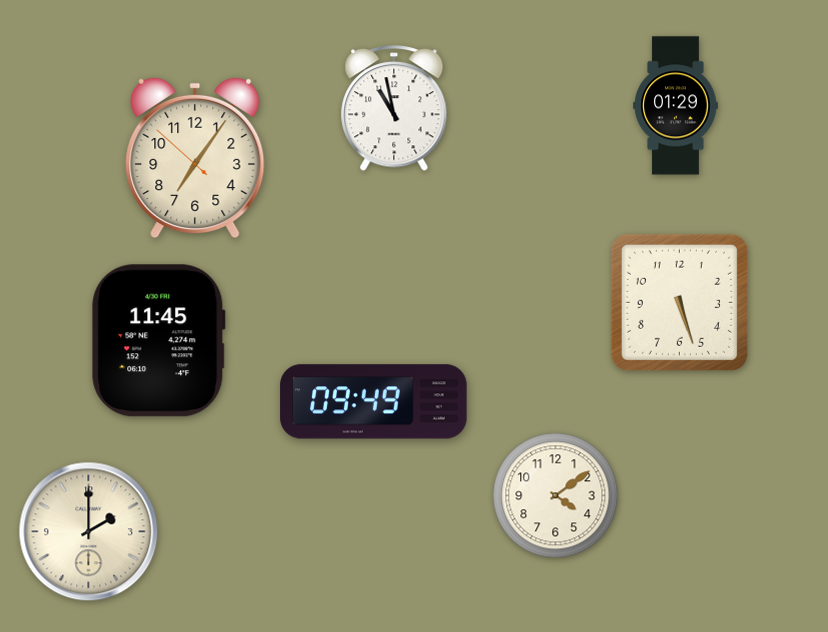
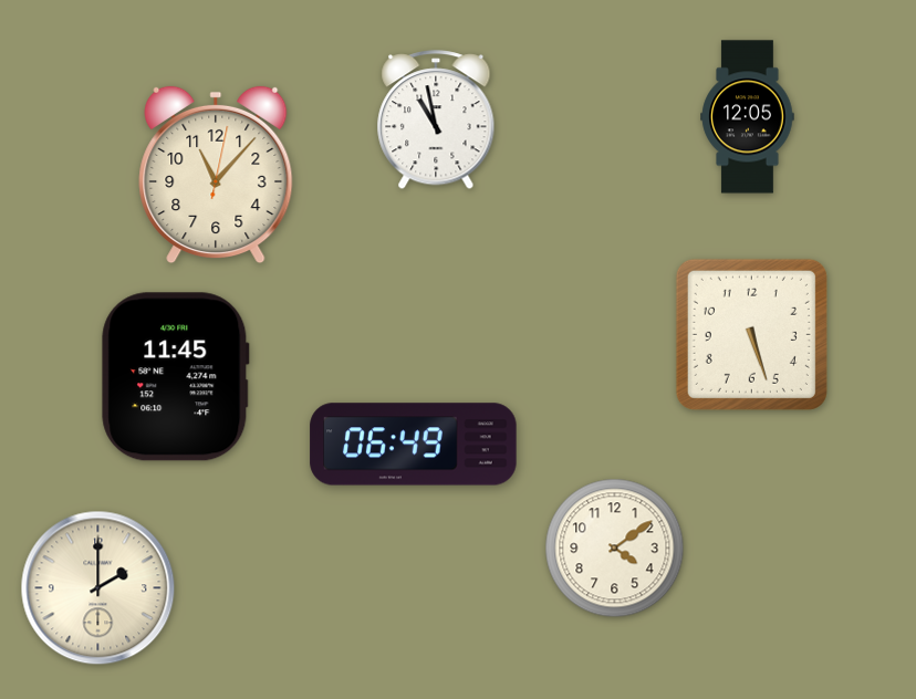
clock at (676, 106): 01:29 -> 12:05
clock at (195, 158): 7:05 -> 11:07
clock at (374, 402): 09:49 -> 06:49
